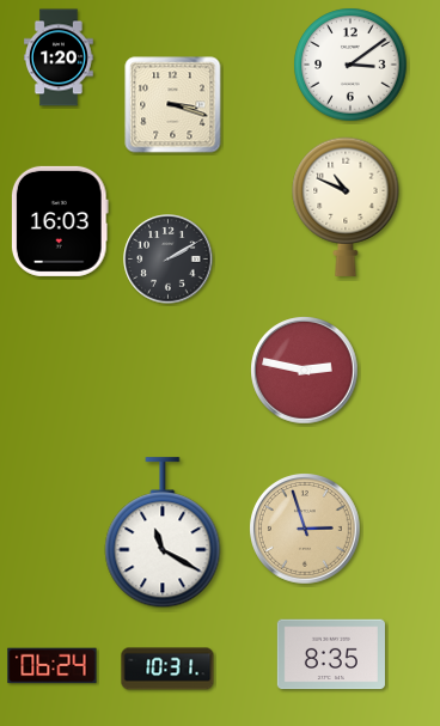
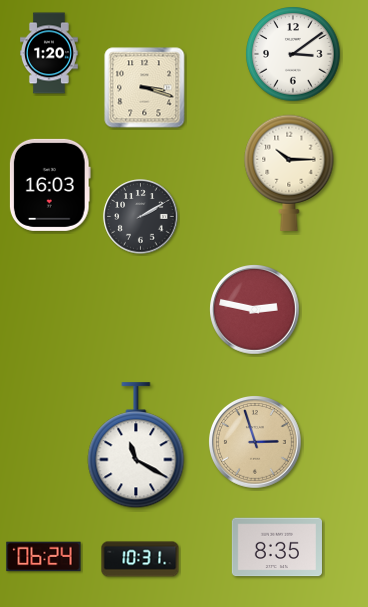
clock at (60, 57) position: (60, 57) -> (50, 53)
clock at (346, 207): 10:49 -> 10:15
